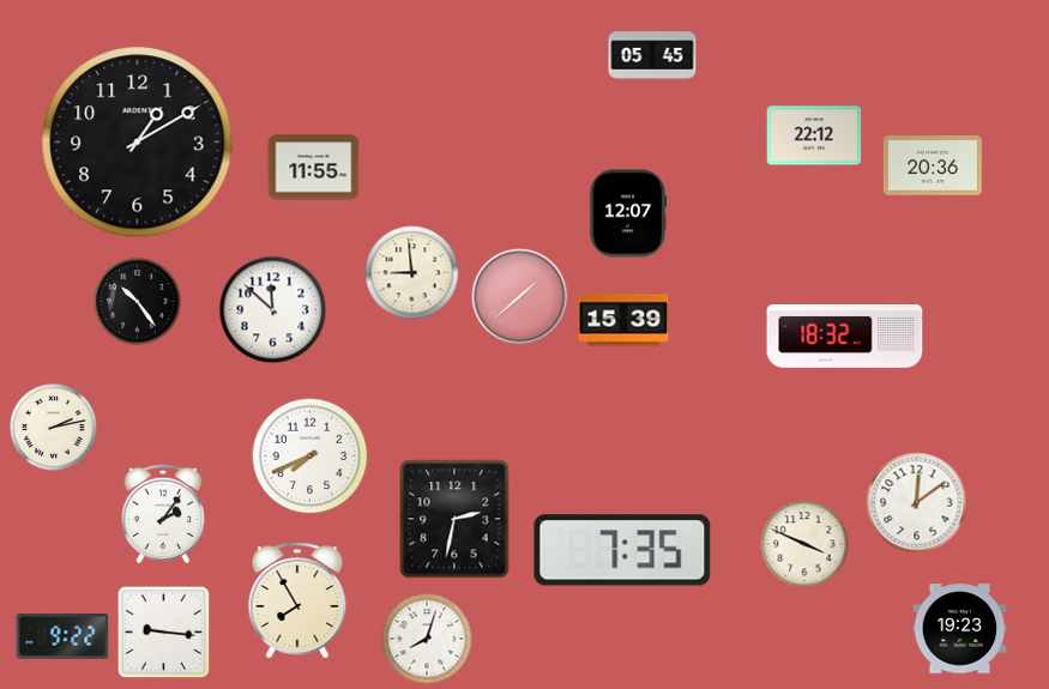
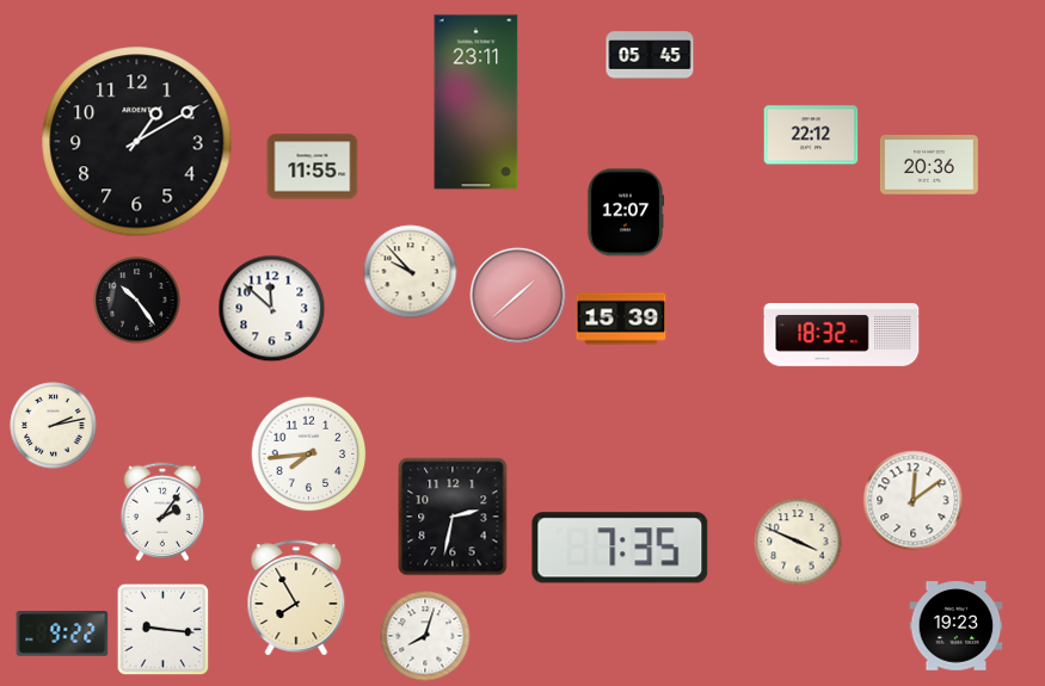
clock at (477, 103): none -> 23:11
clock at (412, 273): 8:59 -> 9:53
clock at (311, 457): 7:41 -> 7:44
clock at (804, 544) position: (804, 544) -> (798, 542)
